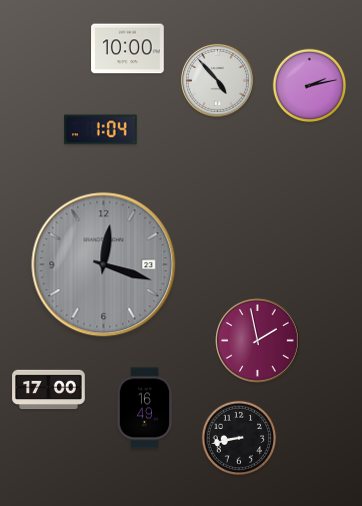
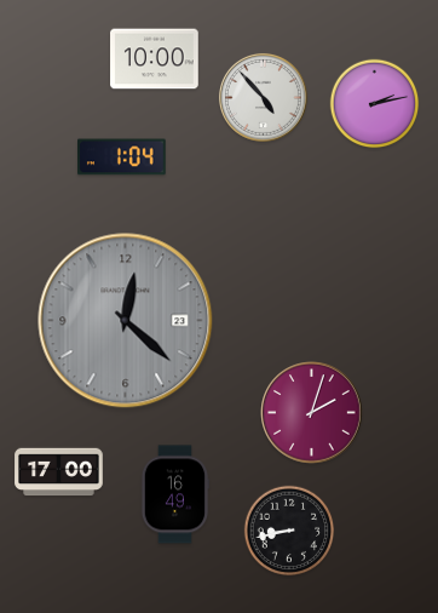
clock at (104, 265): 12:18 -> 12:22
clock at (258, 341): 1:58 -> 2:03
